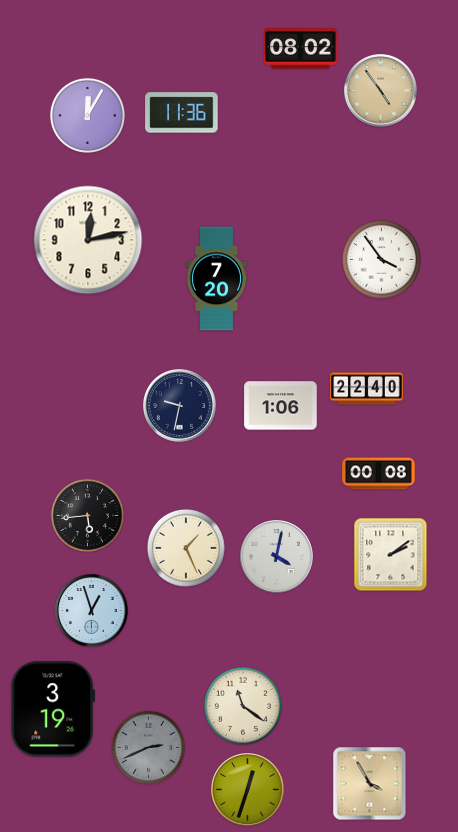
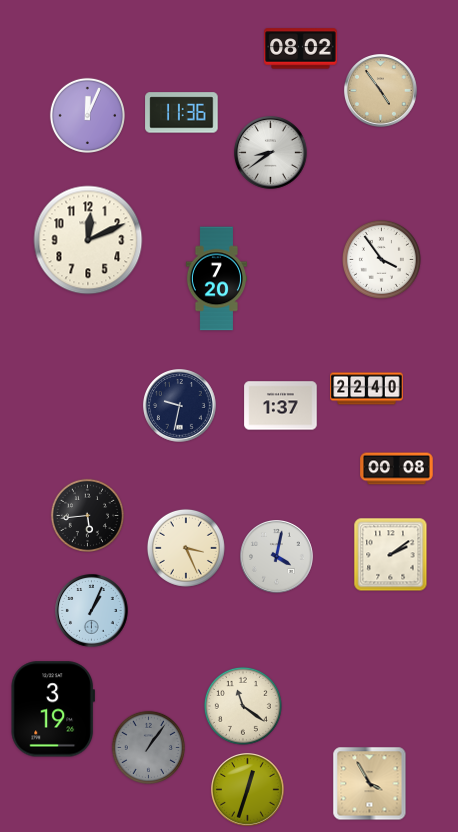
clock at (87, 115): 12:05 -> 12:04
clock at (271, 153): none -> 8:39
clock at (88, 240): 12:13 -> 12:11
clock at (281, 406): 1:06 -> 1:37
clock at (379, 474) position: (379, 474) -> (397, 469)
clock at (186, 548): 1:26 -> 3:26
clock at (92, 611): 12:57 -> 1:04
clock at (148, 747): 2:41 -> 1:06
